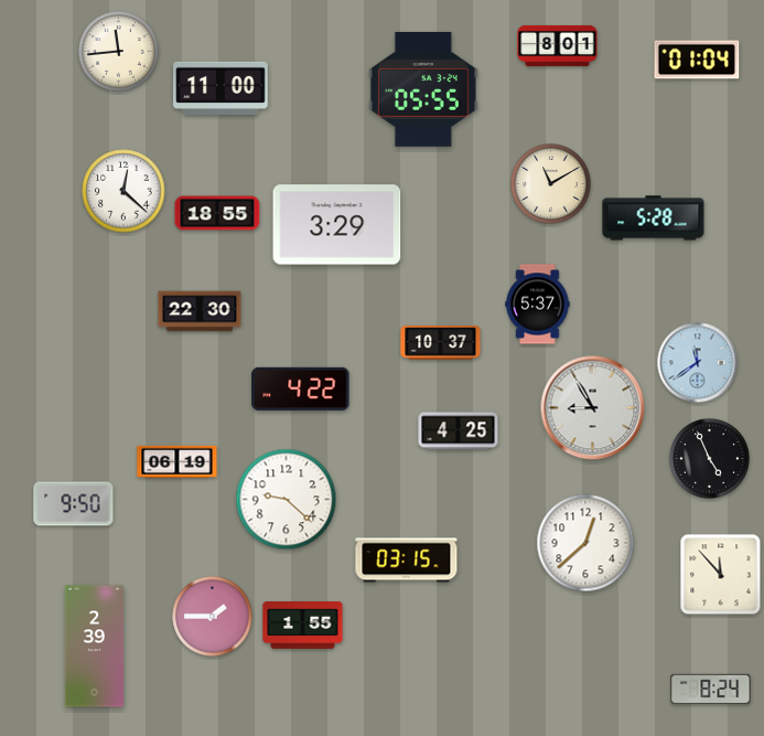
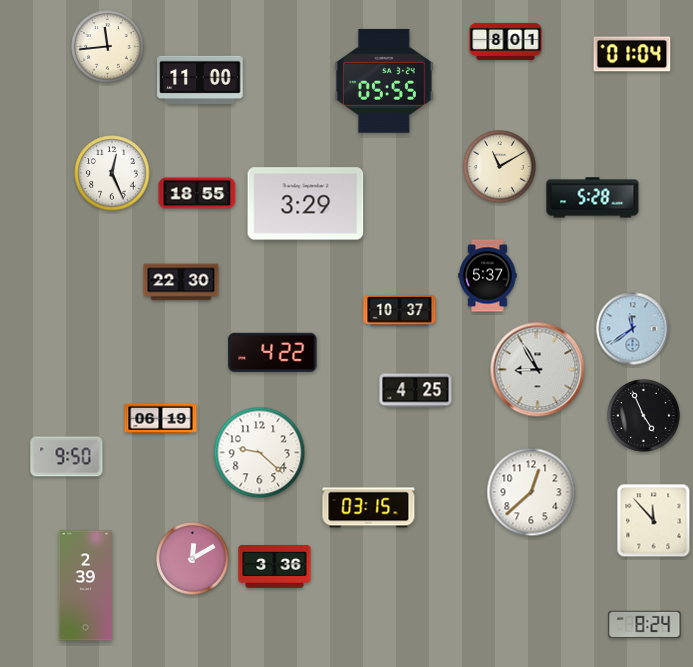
clock at (123, 191): 12:22 -> 12:26
clock at (213, 617): 1:45 -> 12:10
clock at (303, 626): 1:55 -> 3:36
